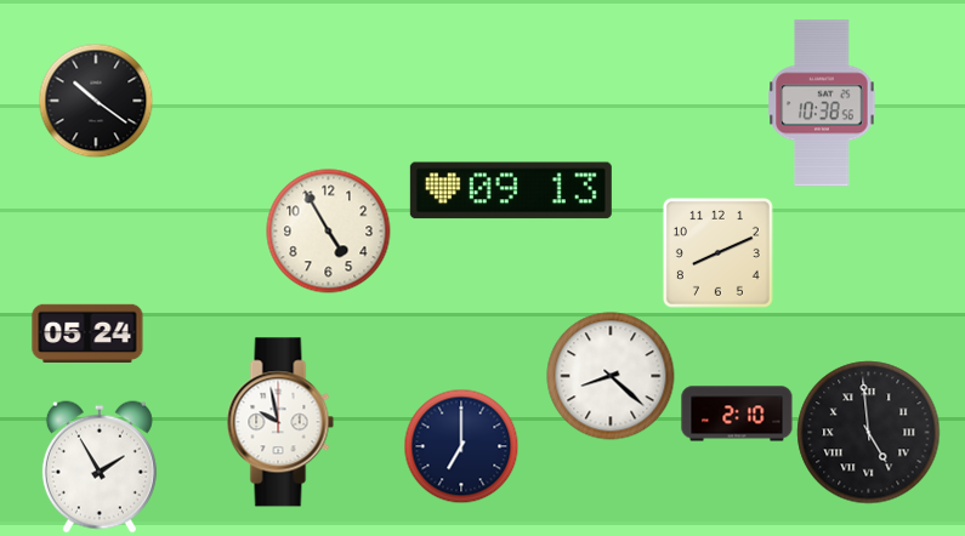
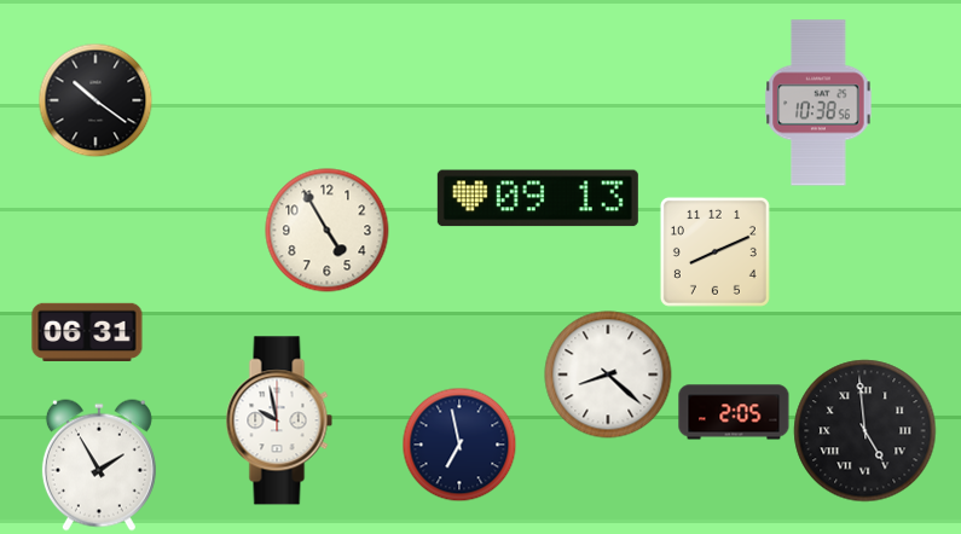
clock at (511, 190) position: (511, 190) -> (538, 198)
clock at (87, 332): 05:24 -> 06:31
clock at (737, 414): 2:10 -> 2:05
clock at (461, 446): 7:00 -> 6:58
